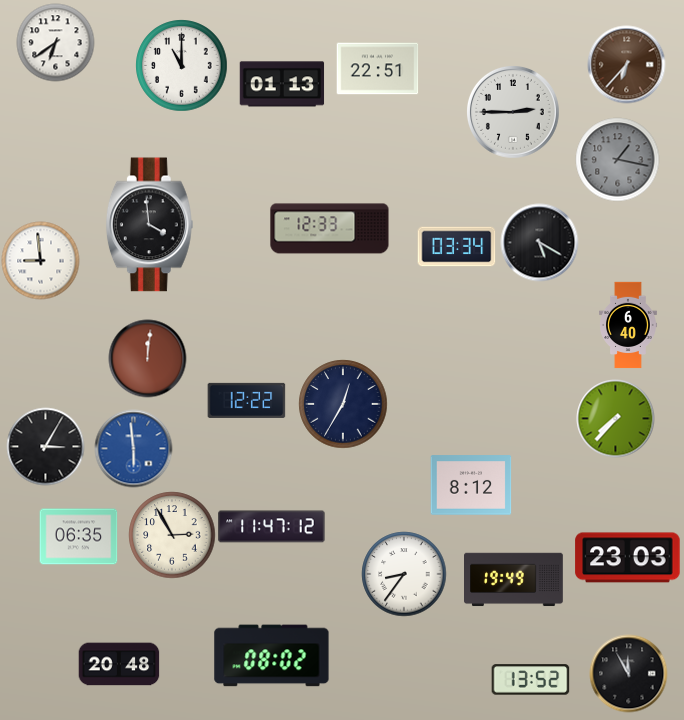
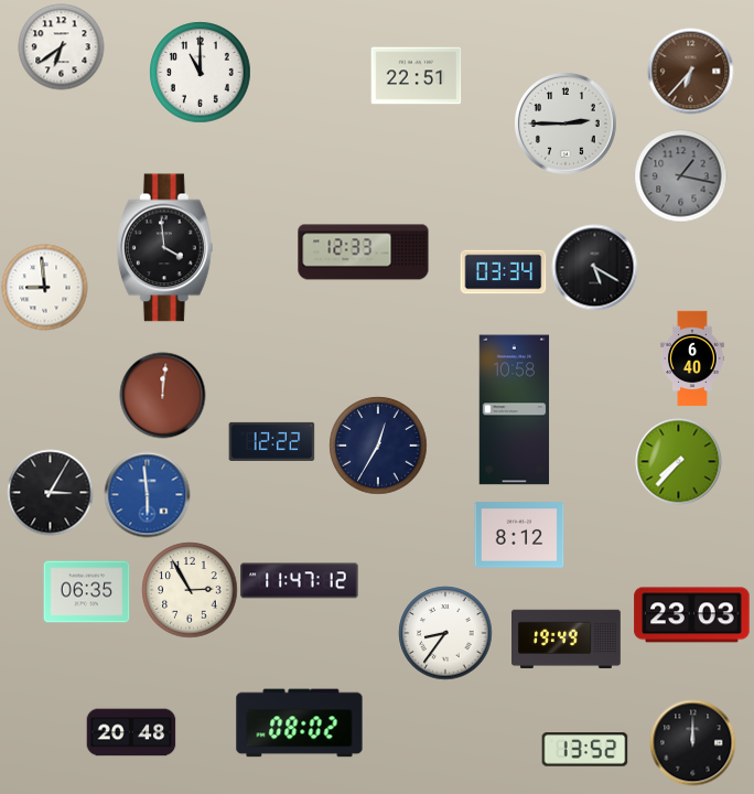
clock at (282, 84): 01:13 -> none
clock at (515, 410): none -> 10:58
clock at (628, 673): 11:55 -> 12:00
